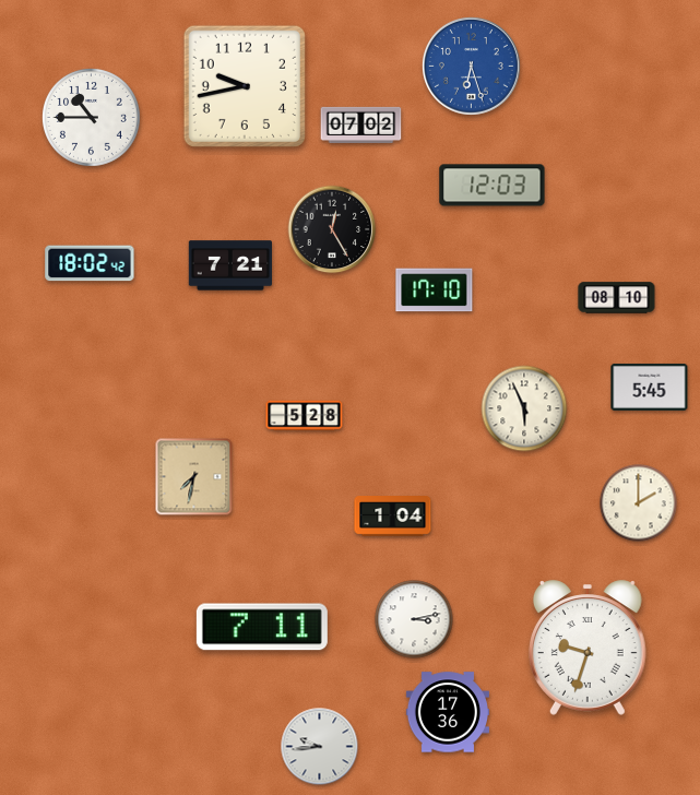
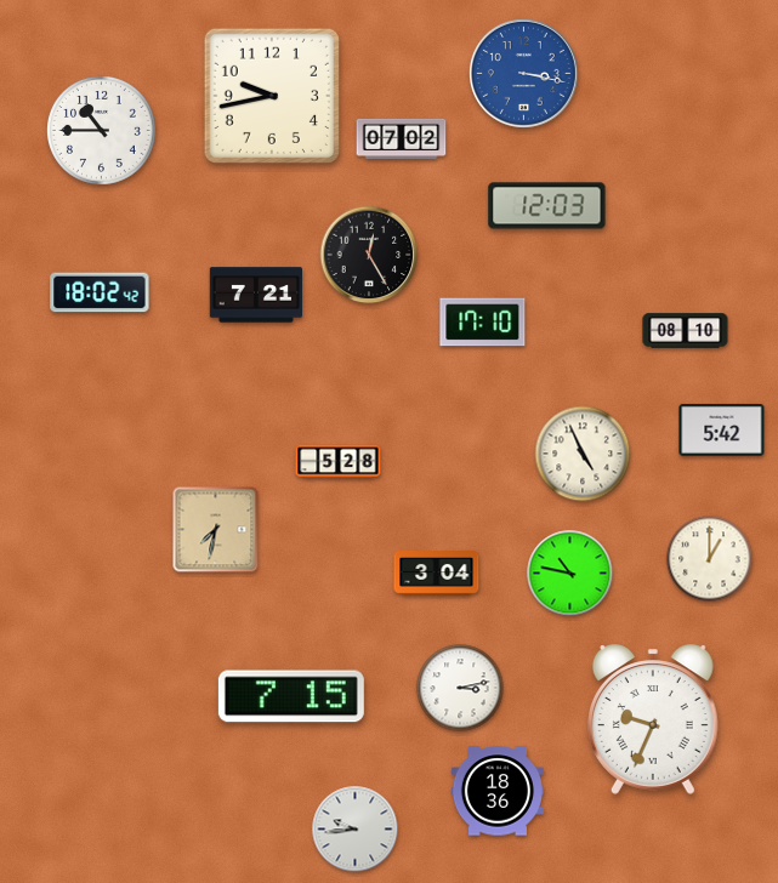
clock at (471, 66): 6:27 -> 3:17
clock at (650, 387): 5:45 -> 5:42
clock at (524, 408): 5:56 -> 4:56
clock at (639, 503): 2:00 -> 1:00
clock at (393, 517): 1:04 -> 3:04
clock at (570, 574): none -> 10:47
clock at (262, 627): 7:11 -> 7:15
clock at (588, 648): 9:33 -> 9:34
clock at (447, 712): 17:36 -> 18:36
